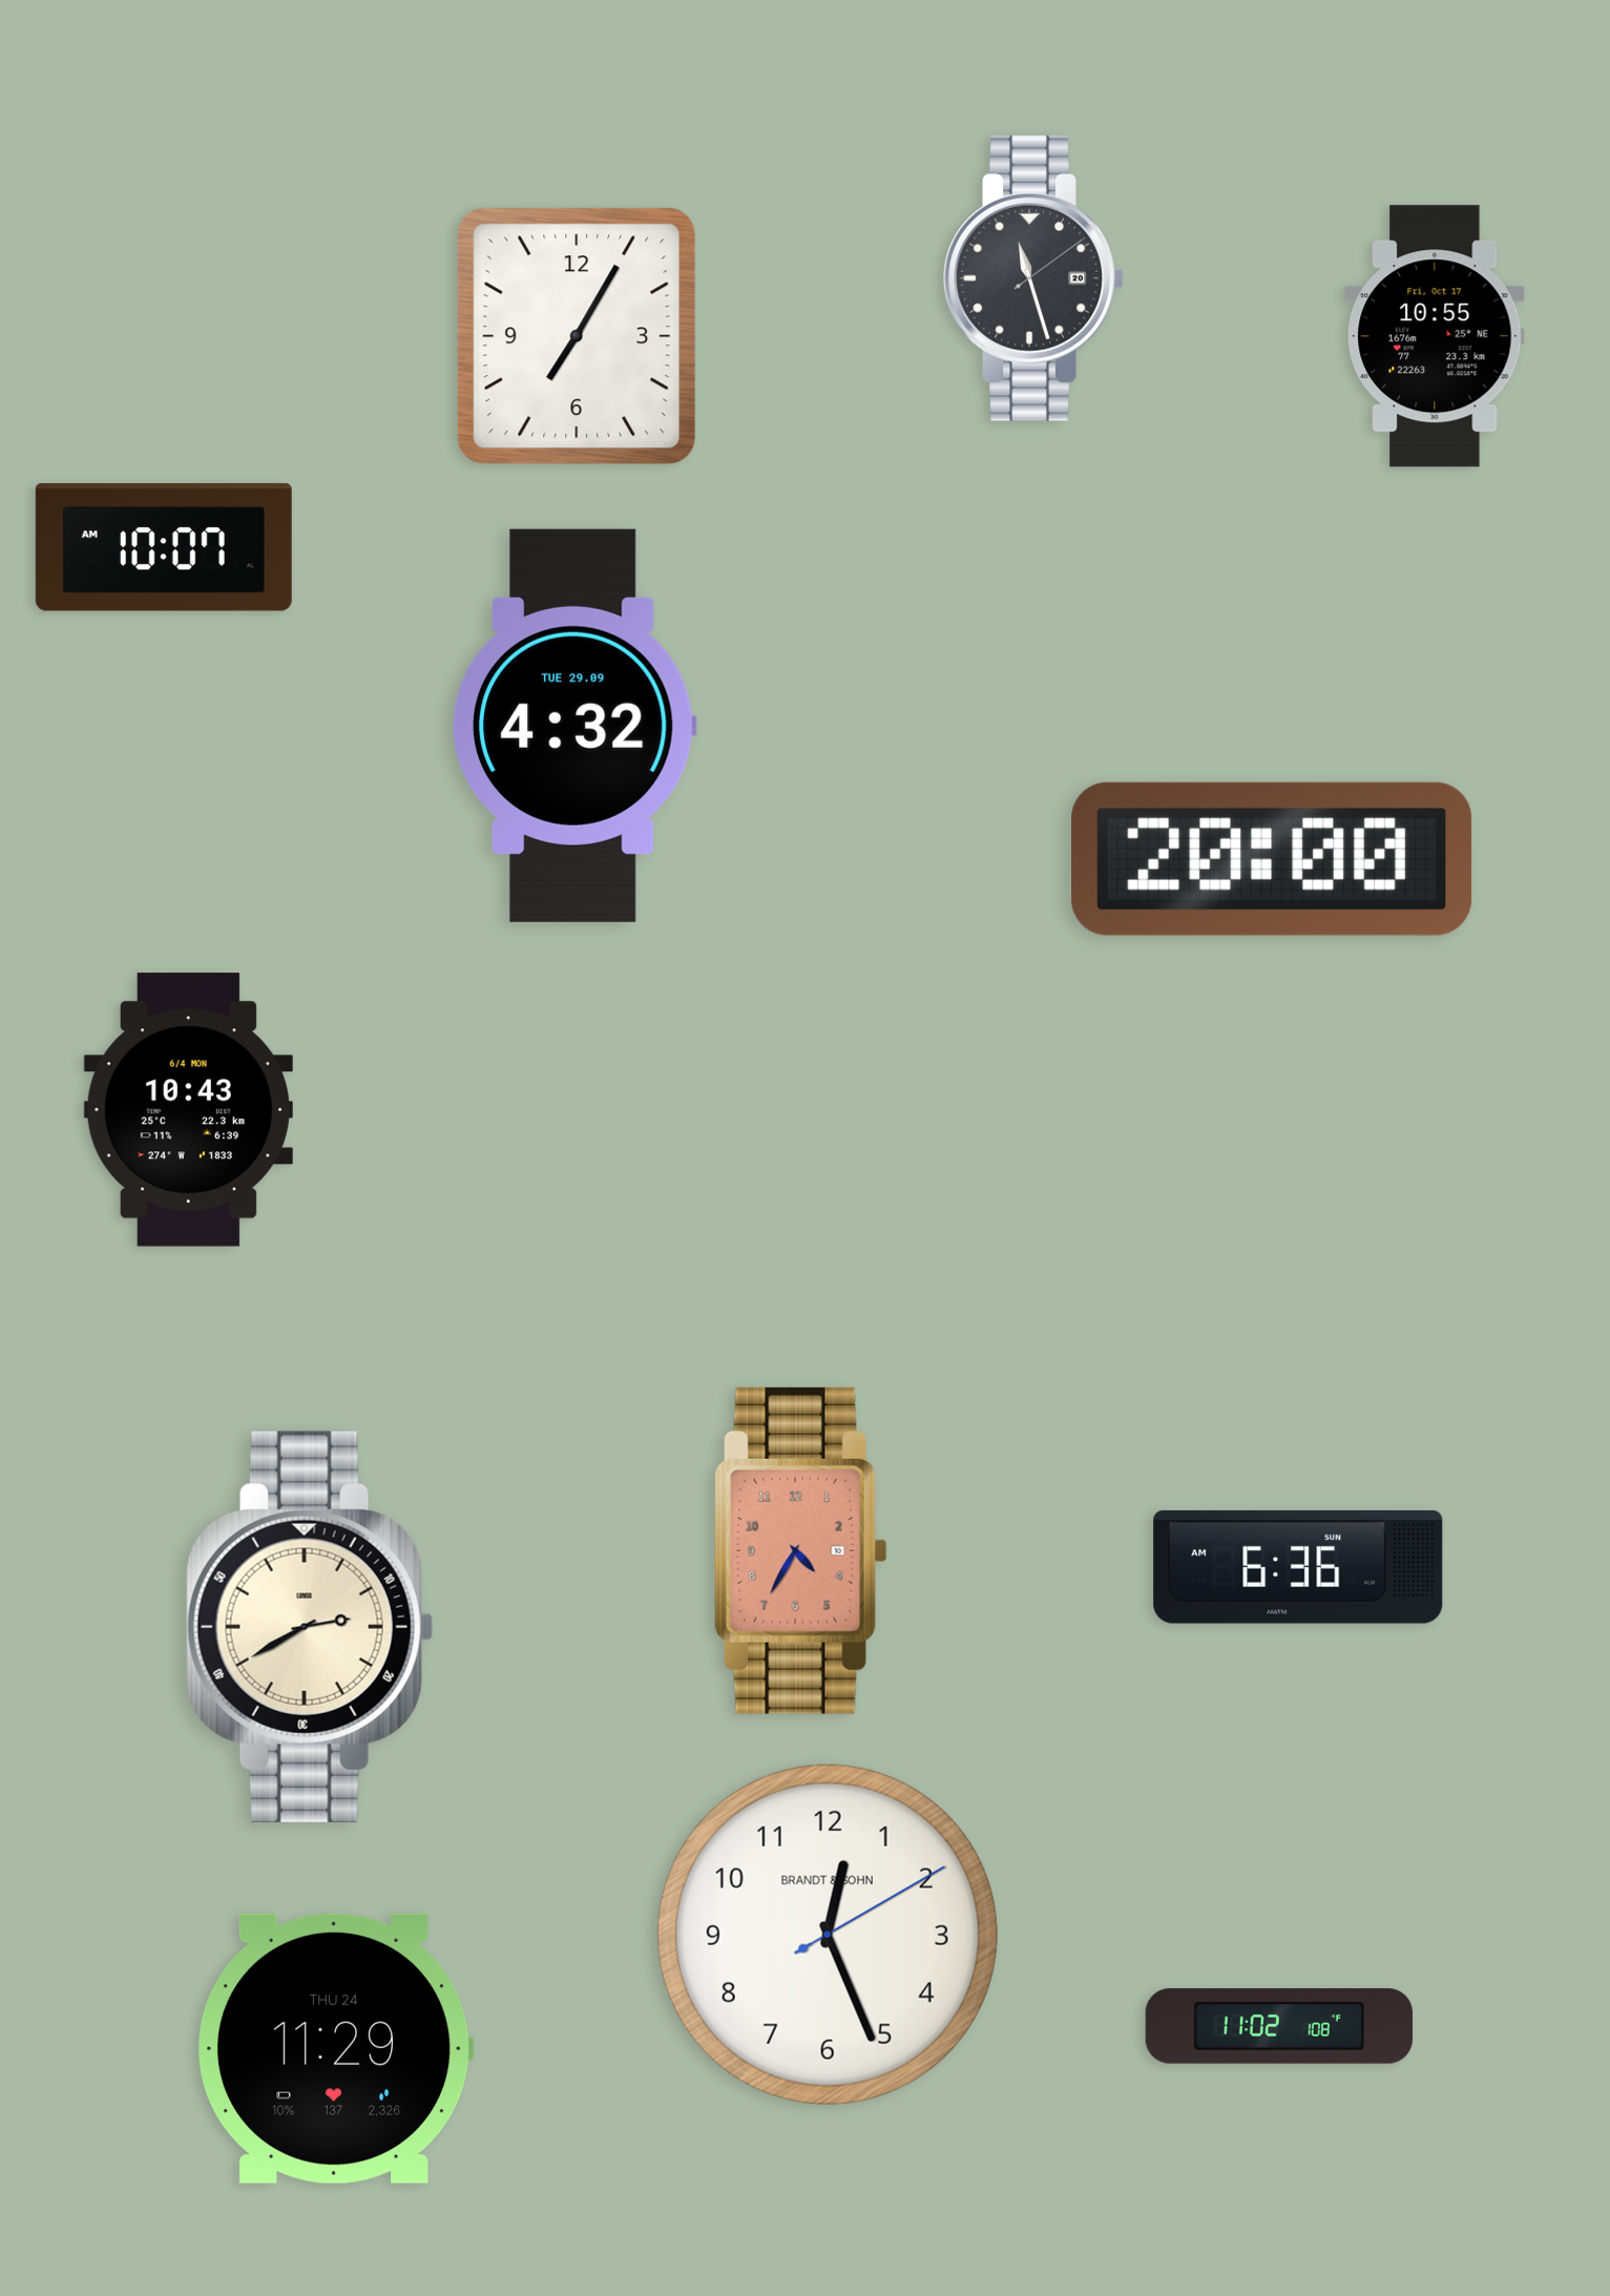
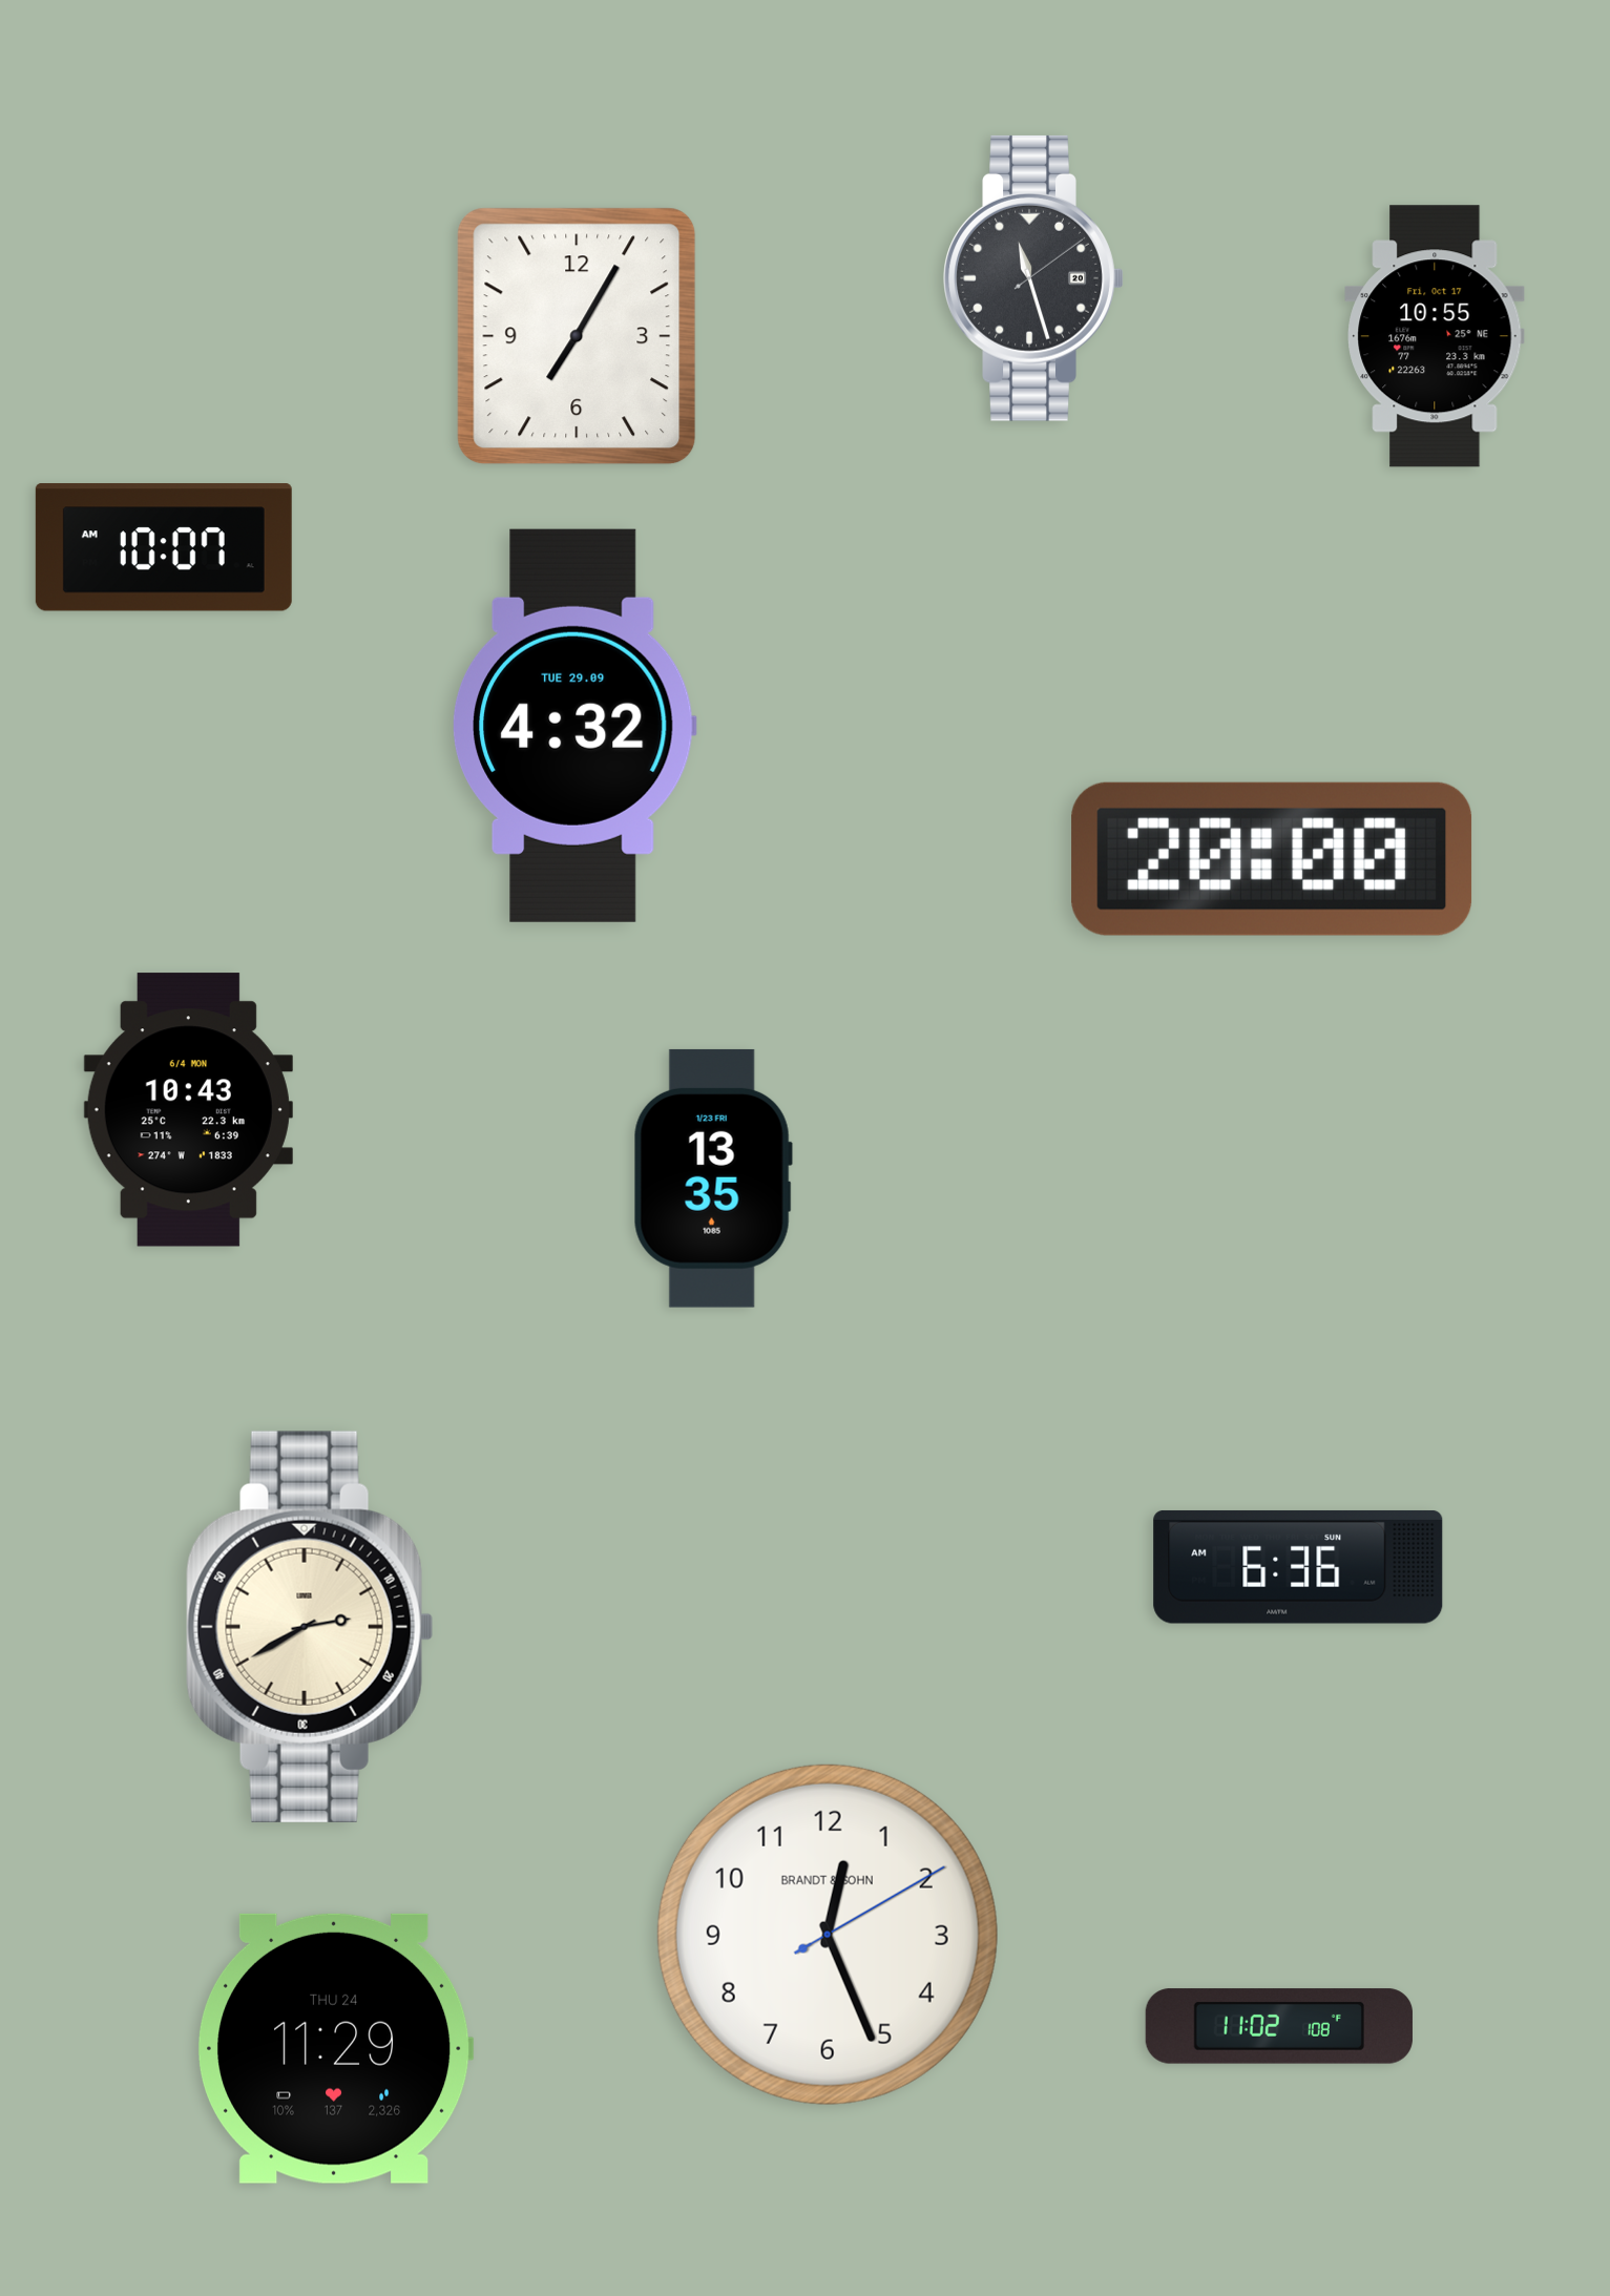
clock at (713, 1178): none -> 13:35
clock at (800, 1550): 4:35 -> none
